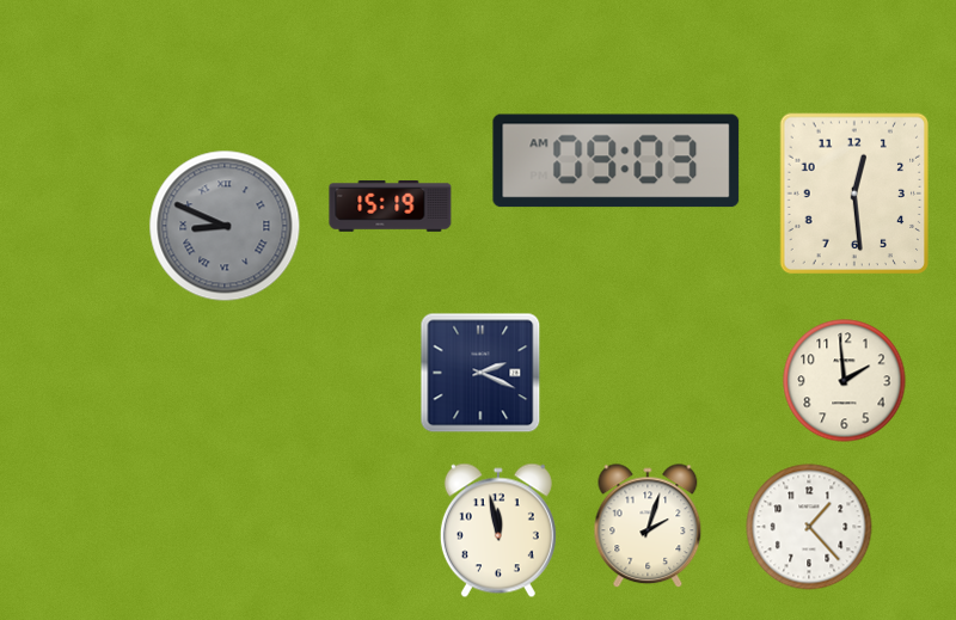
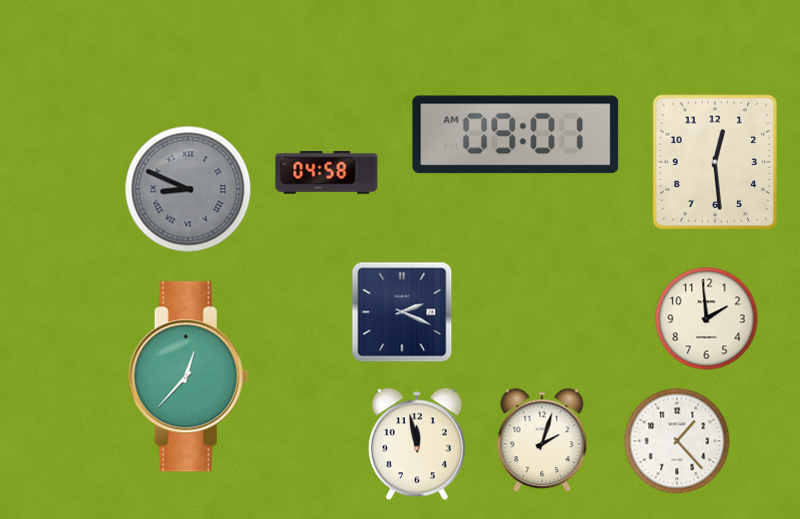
clock at (617, 161): 09:03 -> 09:01
clock at (391, 207): 15:19 -> 04:58
clock at (188, 377): none -> 12:37
